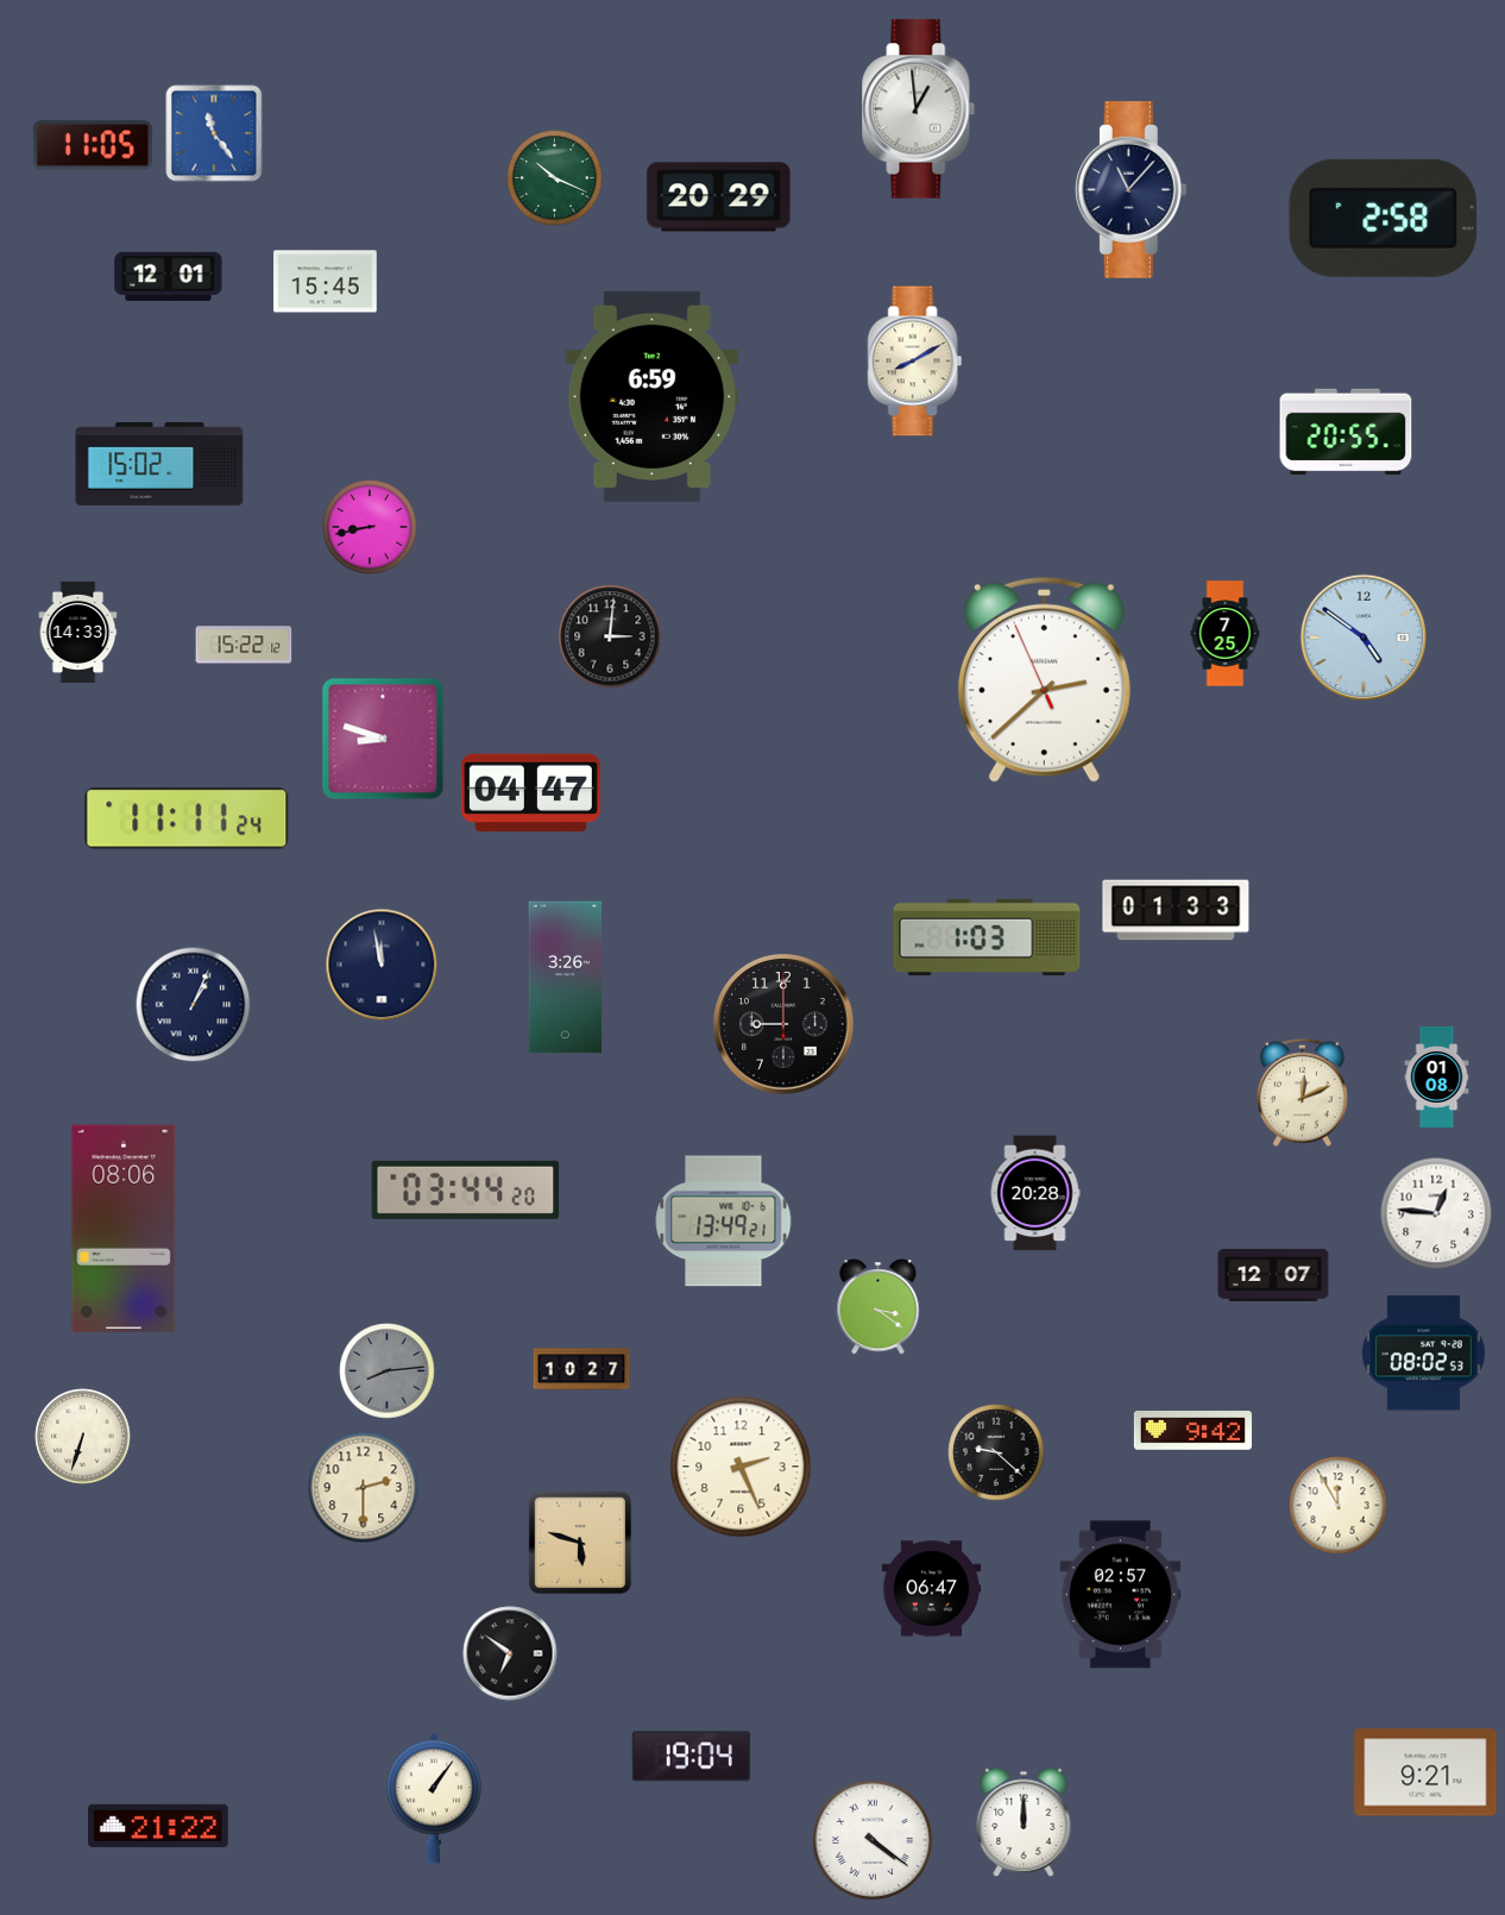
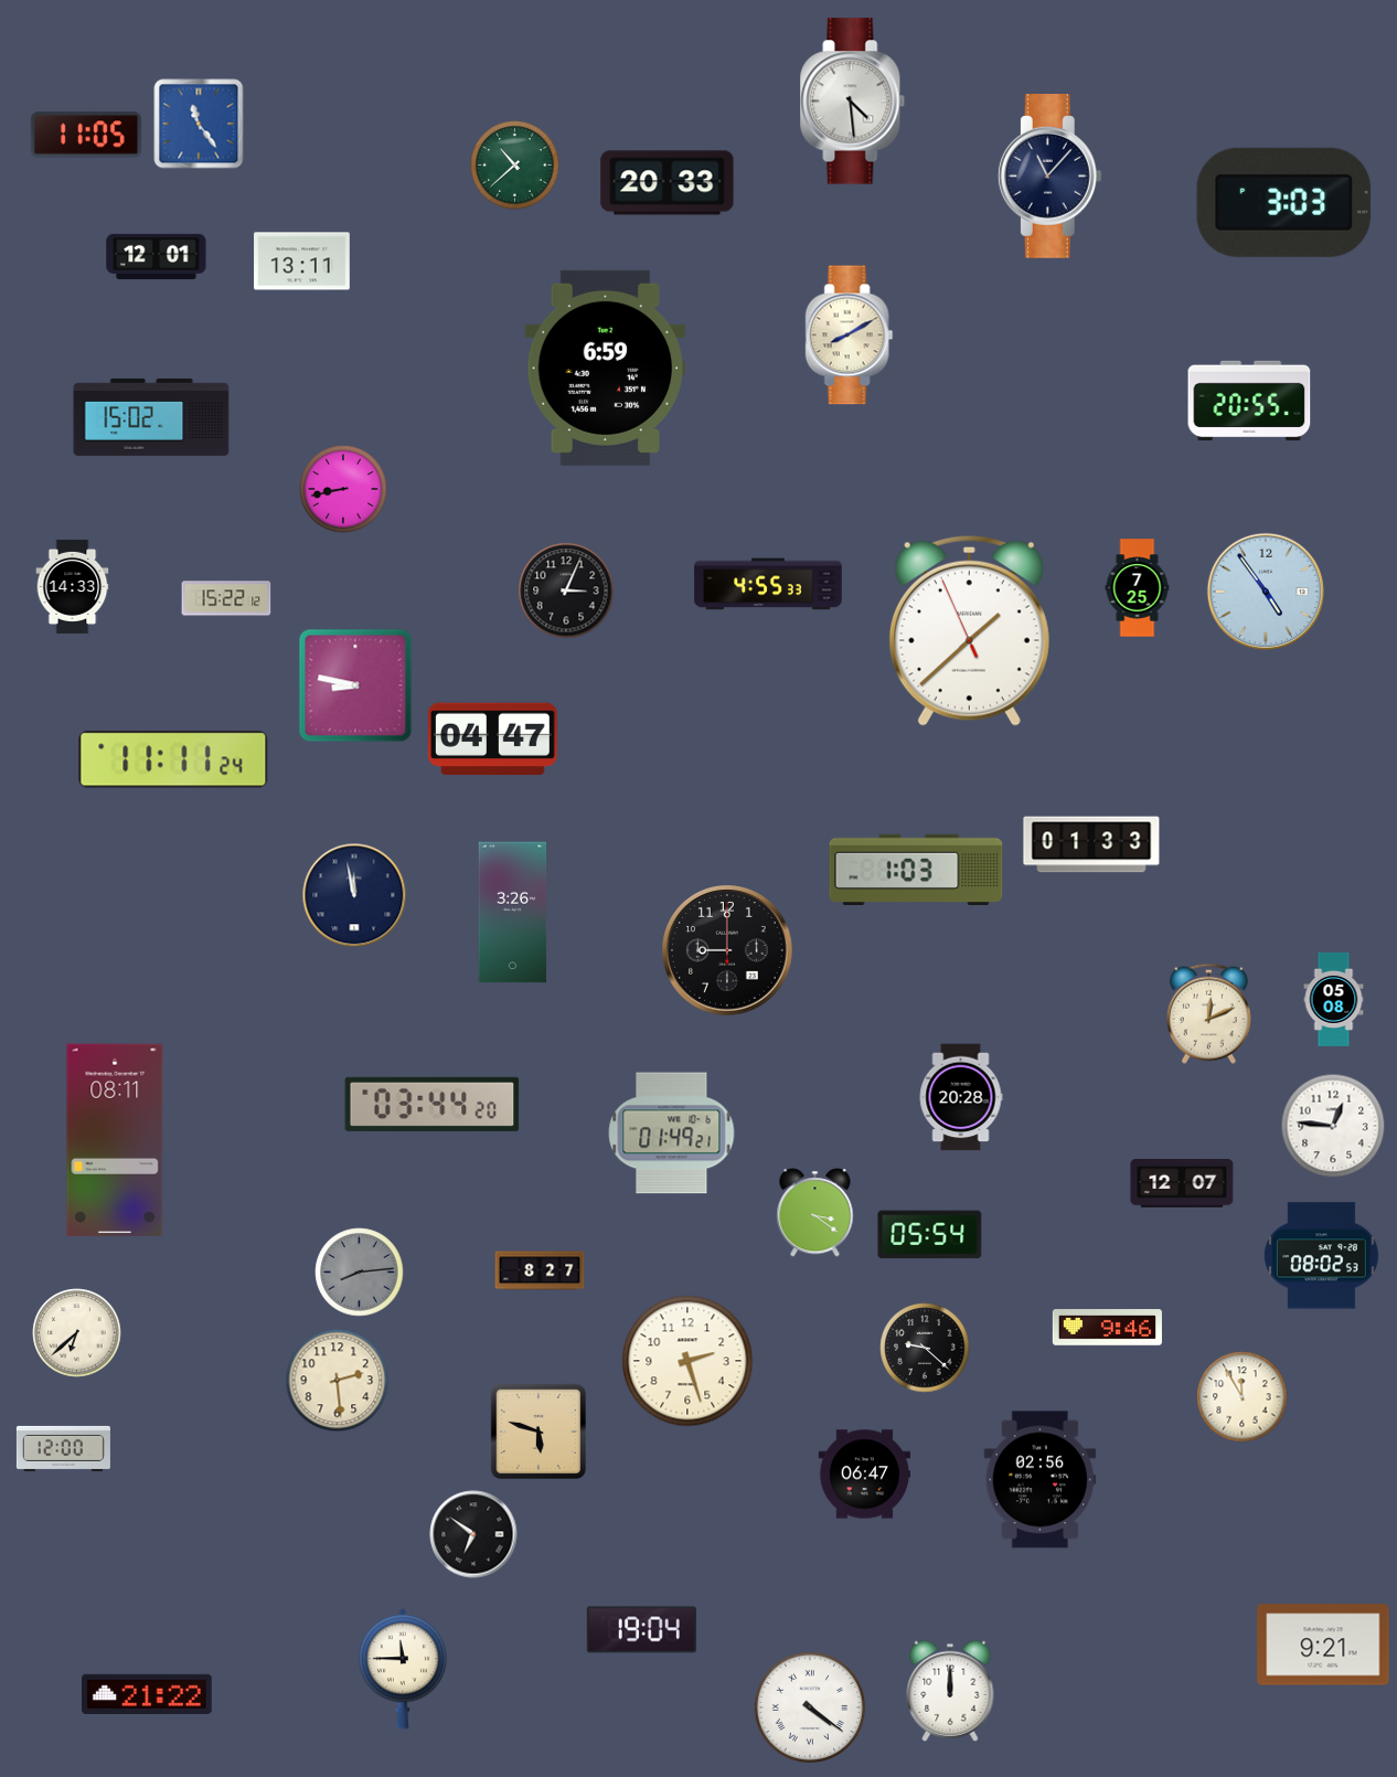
clock at (919, 109): 12:59 -> 4:29
clock at (555, 178): 10:19 -> 10:38
clock at (719, 197): 20:29 -> 20:33
clock at (1384, 218): 2:58 -> 3:03
clock at (326, 282): 15:45 -> 13:11
clock at (159, 464) position: (159, 464) -> (151, 417)
clock at (768, 584): none -> 4:55
clock at (610, 636): 3:01 -> 3:04
clock at (1362, 636): 4:51 -> 4:54
clock at (1044, 679): 2:37 -> 1:37
clock at (383, 739): 8:48 -> 8:47
clock at (530, 793) position: (530, 793) -> (492, 739)
clock at (566, 978) position: (566, 978) -> (513, 913)
clock at (194, 1005): 1:04 -> none
clock at (1437, 1076): 01:08 -> 05:08
clock at (1035, 1193) position: (1035, 1193) -> (961, 1097)
clock at (724, 1222): 13:49 -> 01:49
clock at (124, 1229): 08:06 -> 08:11
clock at (930, 1235): none -> 05:54
clock at (581, 1369): 10:27 -> 8:27
clock at (1192, 1431): 9:42 -> 9:46
clock at (83, 1437): 6:33 -> 6:38
clock at (741, 1467): 2:26 -> 2:27
clock at (364, 1488): 2:30 -> 2:29
clock at (63, 1448): none -> 12:00
clock at (1121, 1595): 02:57 -> 02:56
clock at (434, 1798): 1:06 -> 11:45
